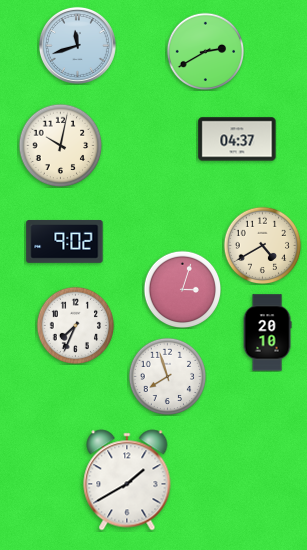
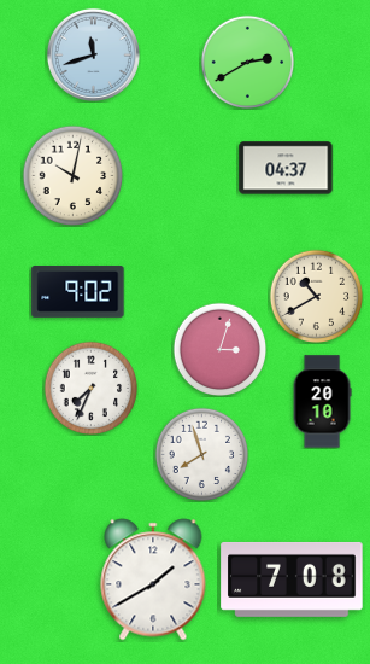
clock at (262, 245): 4:40 -> 10:40
clock at (75, 325) position: (75, 325) -> (90, 388)
clock at (292, 579): none -> 7:08
